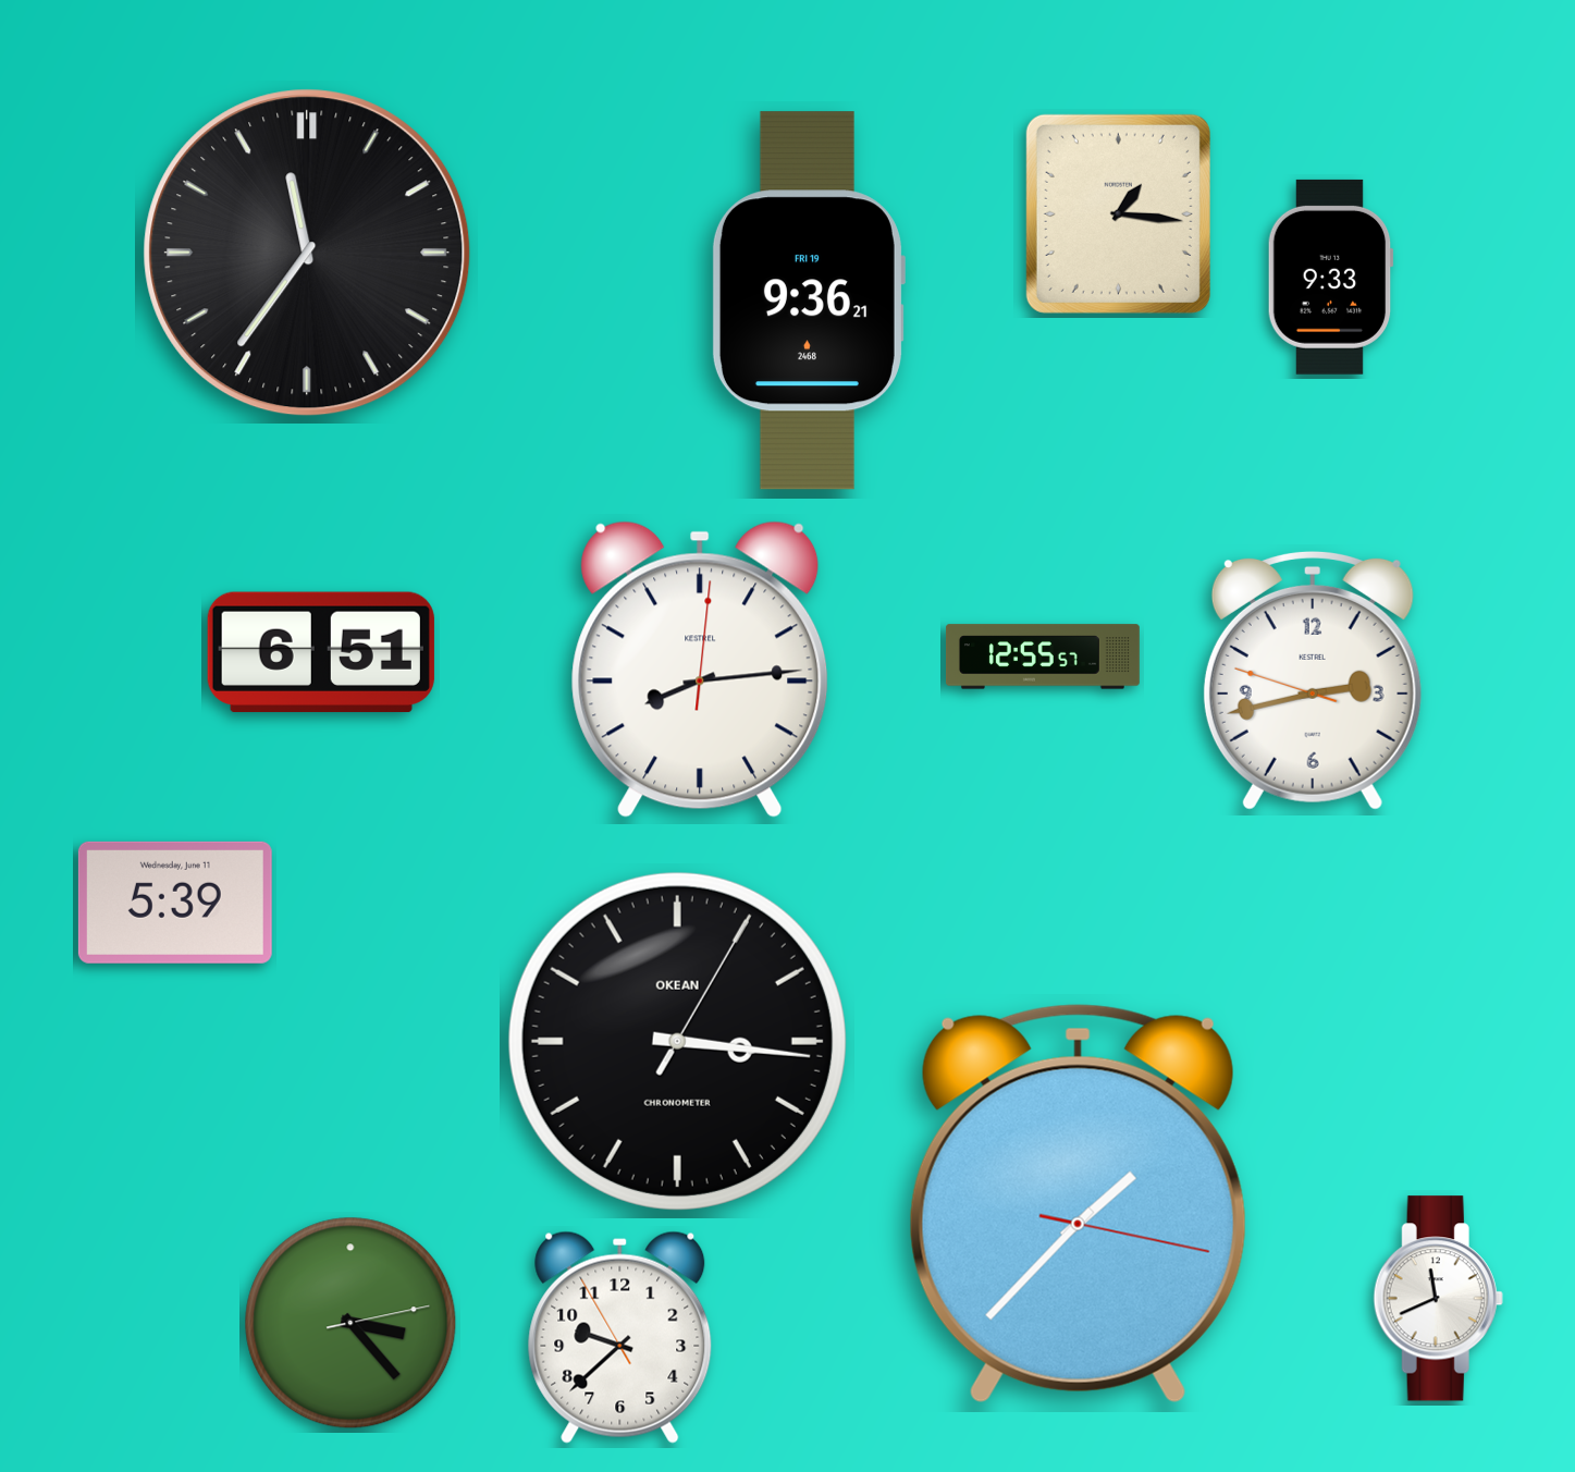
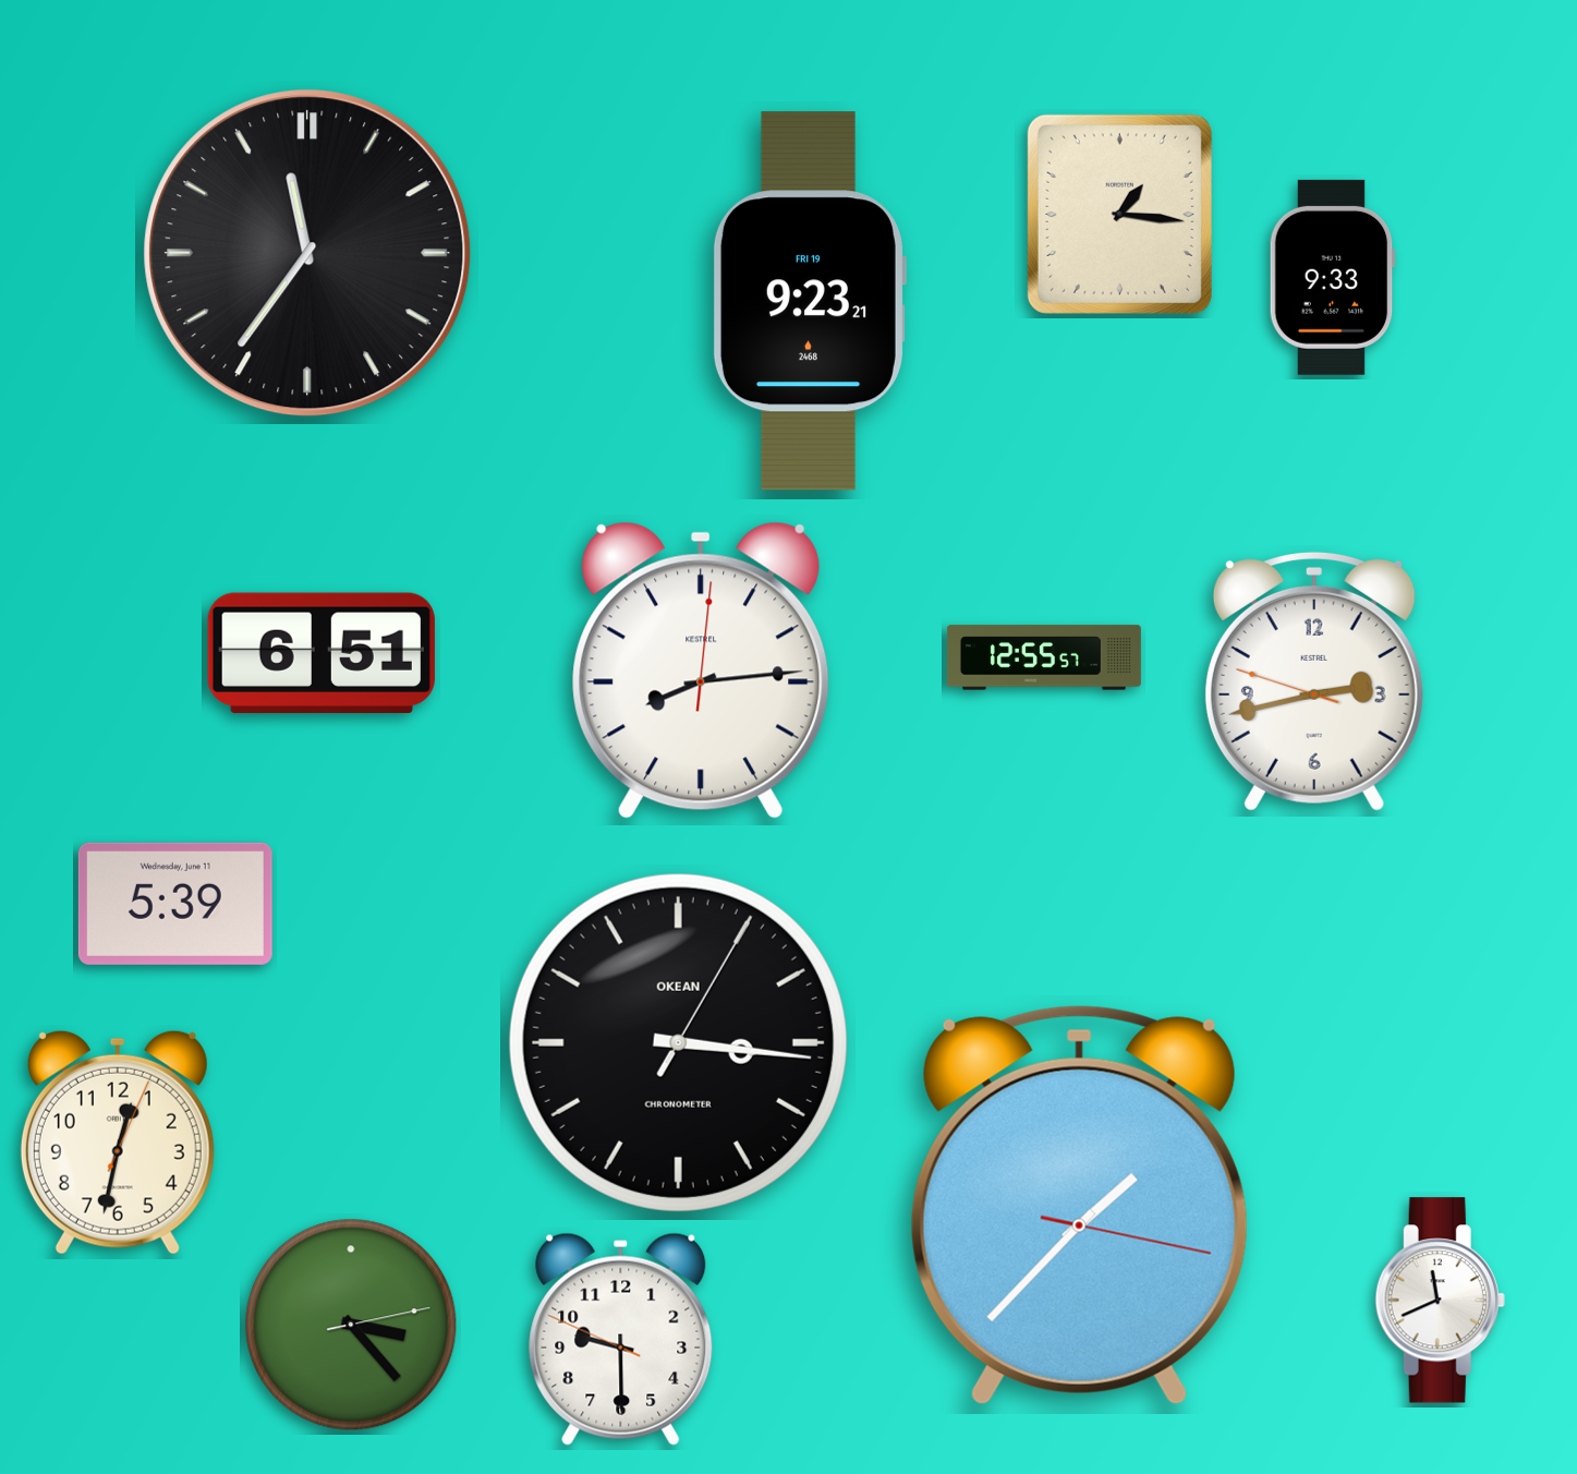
clock at (808, 300): 9:36 -> 9:23
clock at (118, 1143): none -> 12:32
clock at (620, 1337): 9:37 -> 9:29
